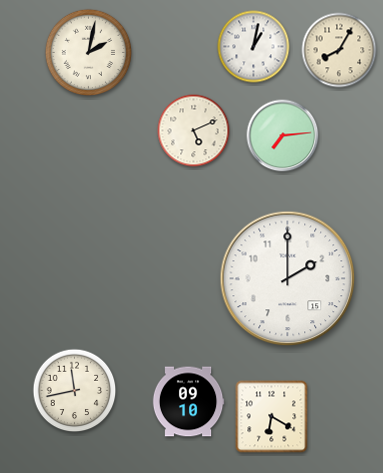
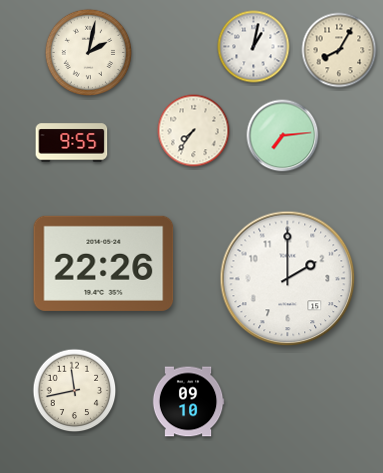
clock at (194, 131): 5:11 -> 7:36
clock at (72, 143): none -> 9:55
clock at (104, 263): none -> 22:26
clock at (272, 417): 6:20 -> none
